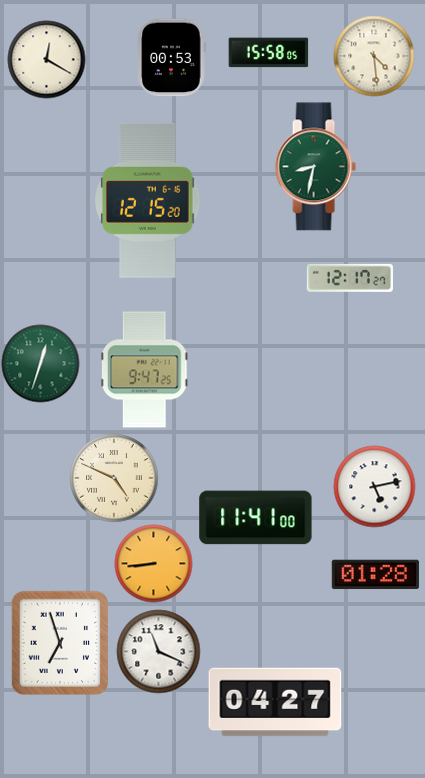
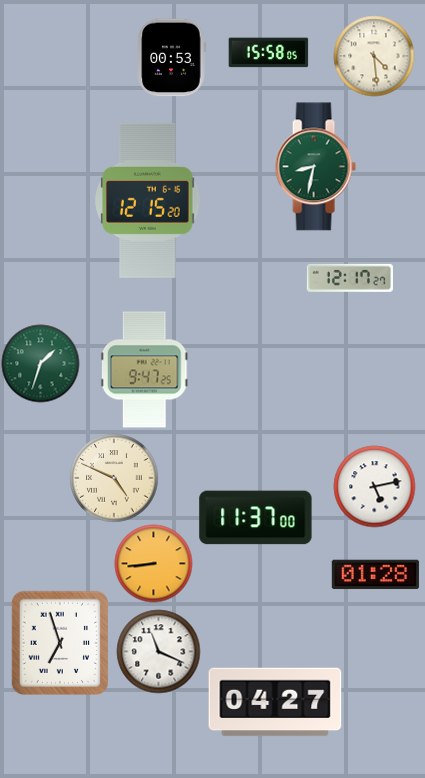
clock at (46, 59): 12:20 -> none
clock at (40, 363): 12:33 -> 1:33
clock at (256, 518): 11:41 -> 11:37
